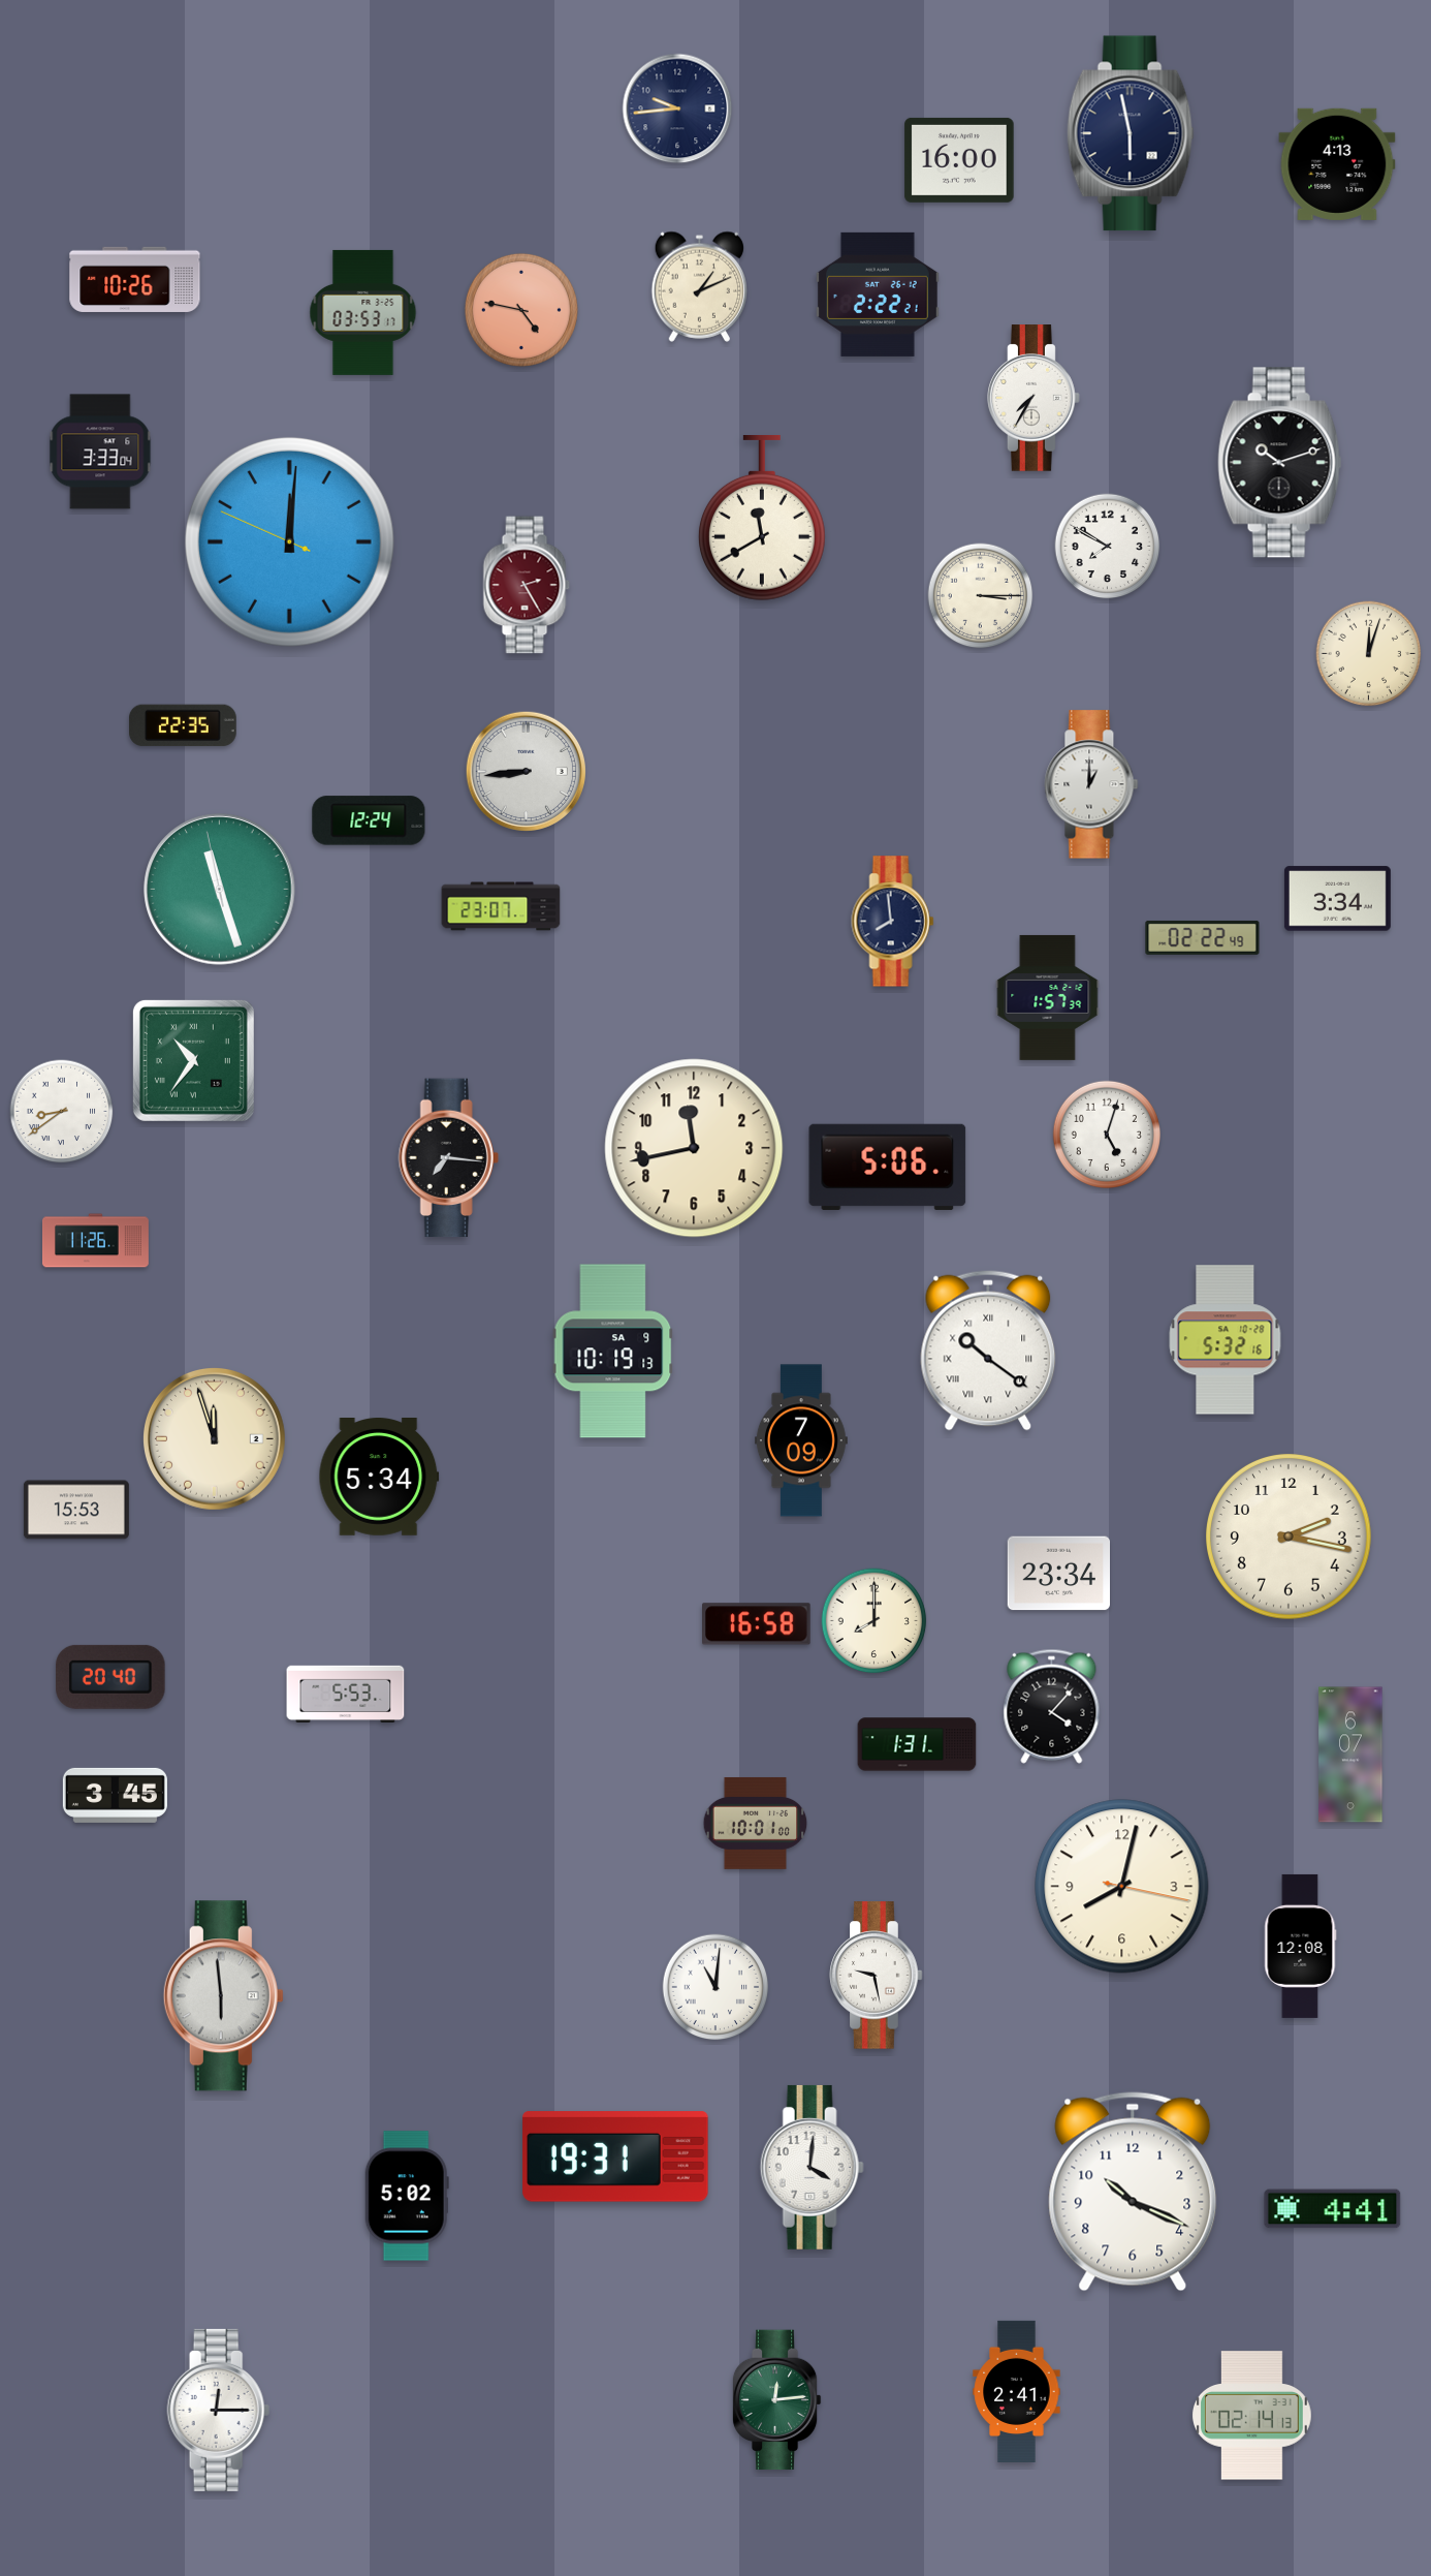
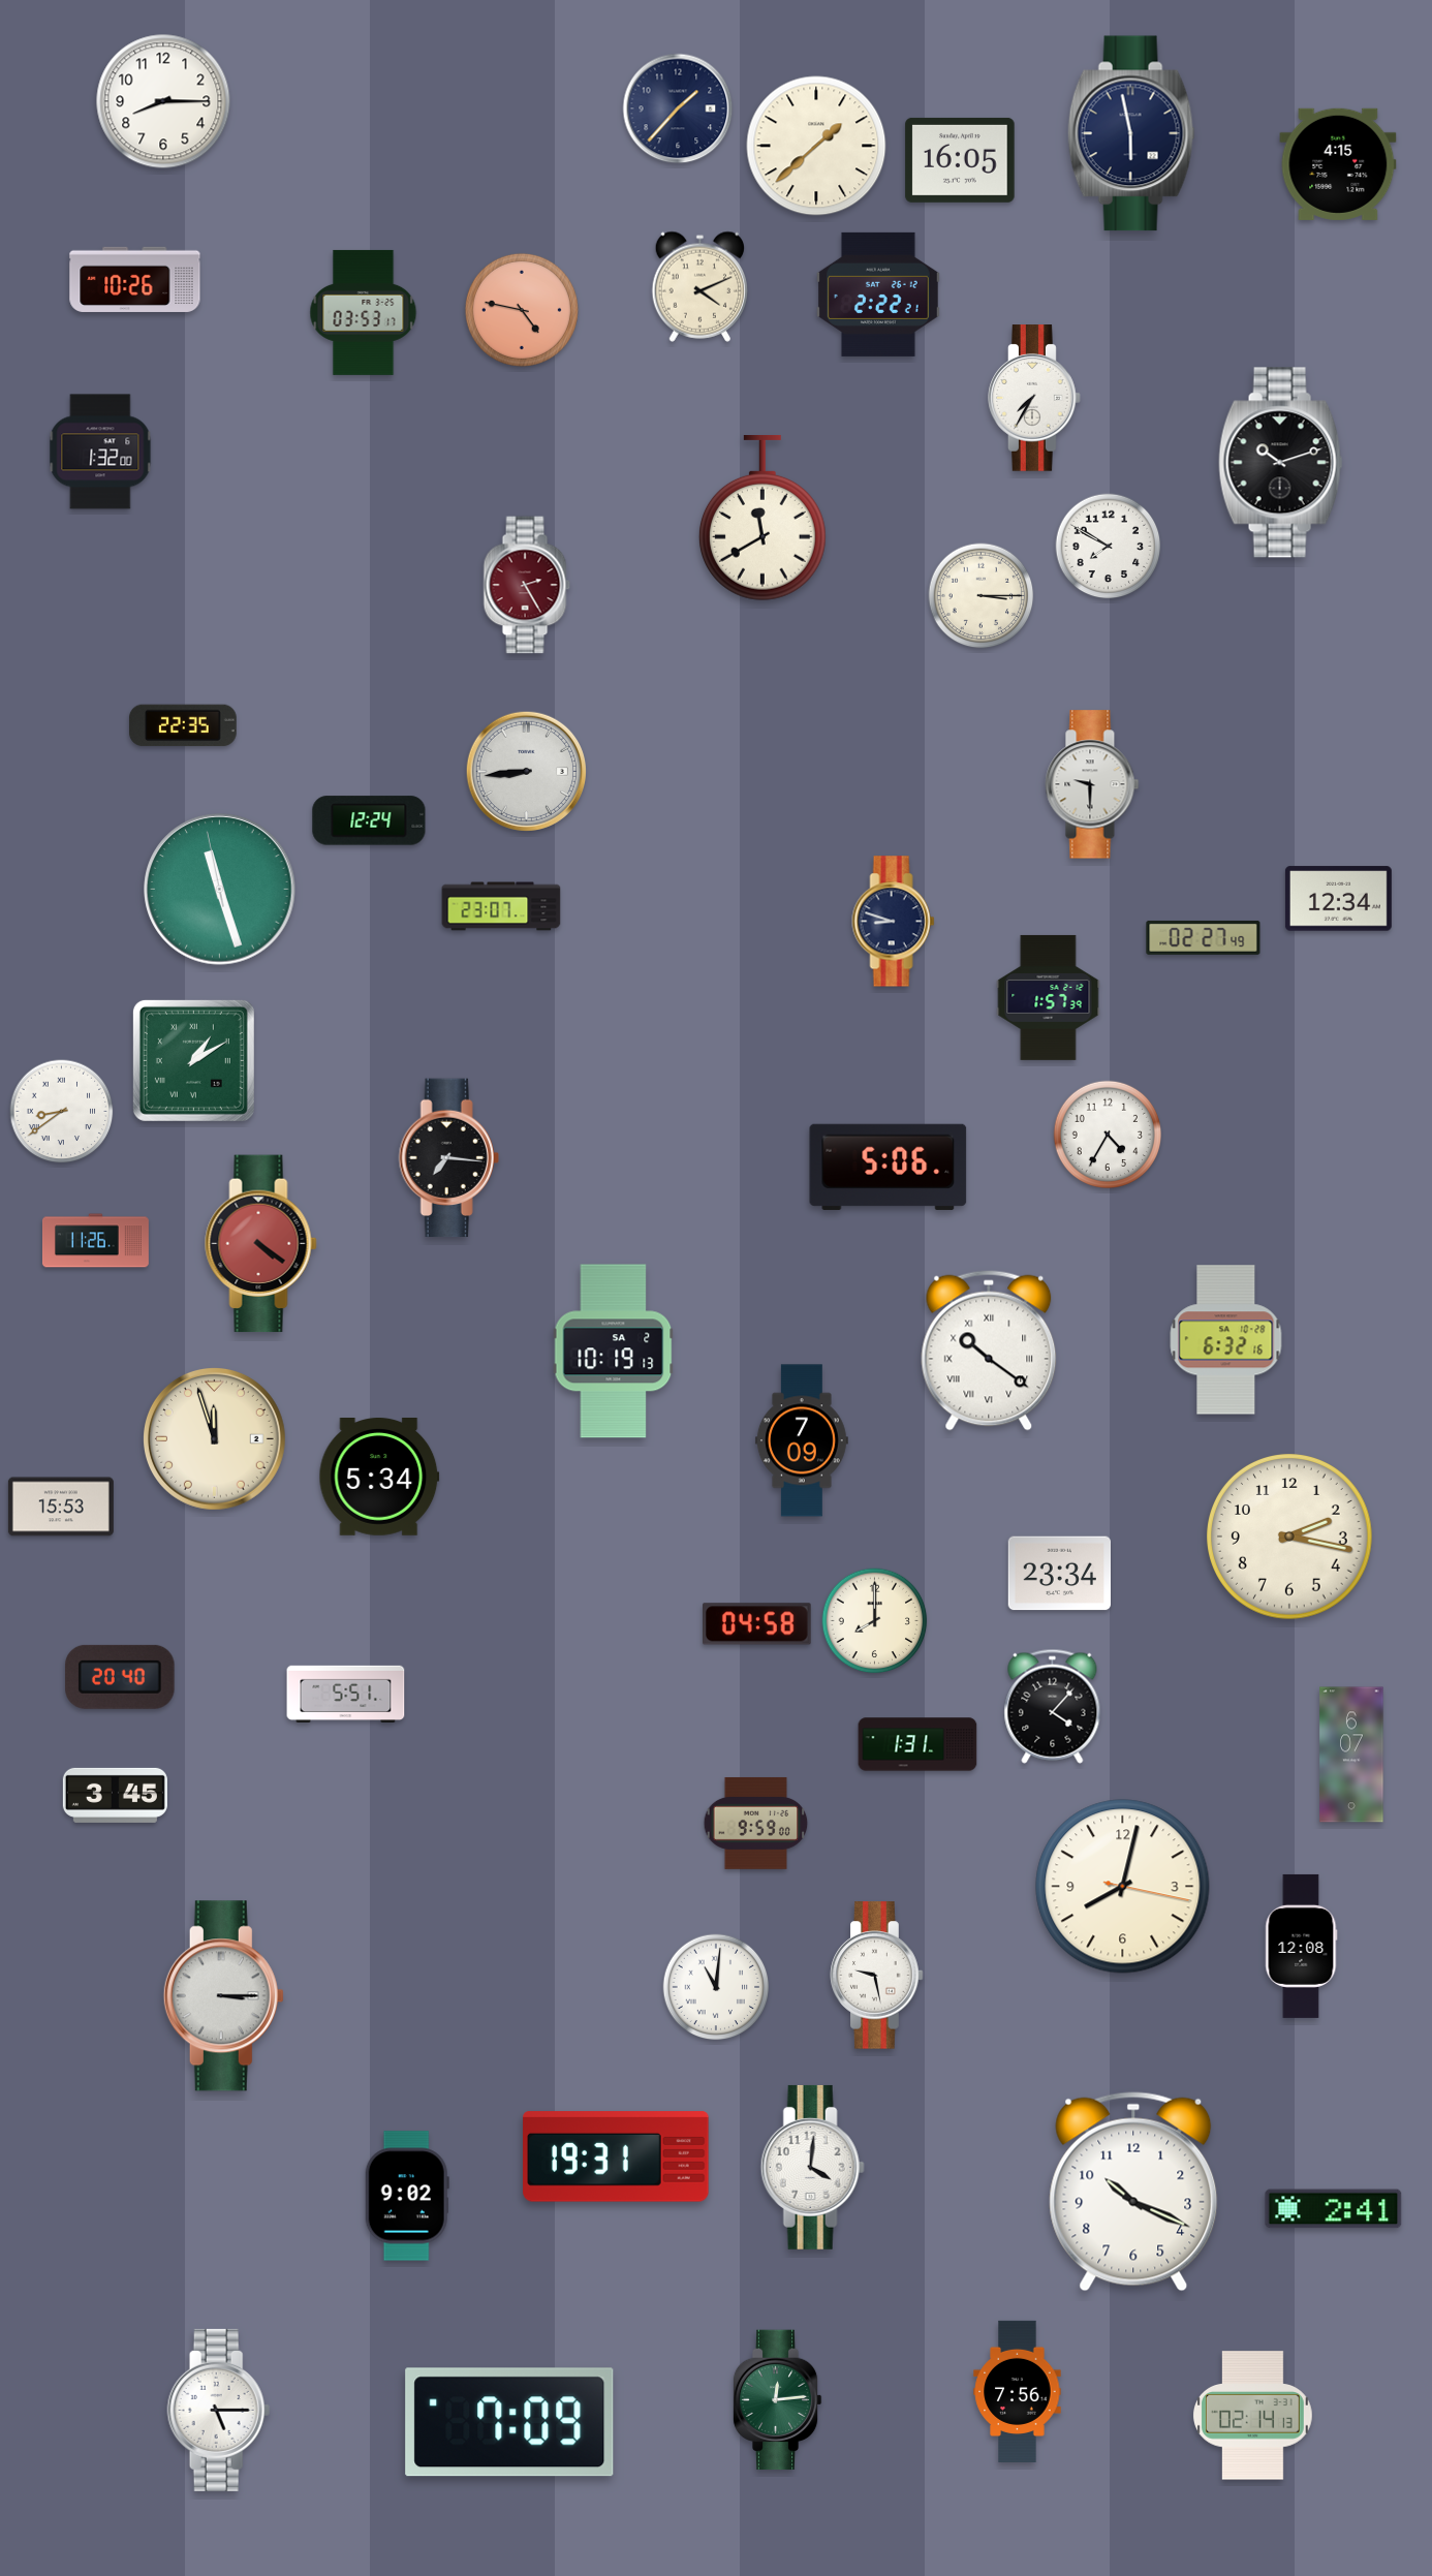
clock at (163, 101): none -> 8:15
clock at (677, 108): 9:44 -> 1:37
clock at (816, 146): none -> 1:38
clock at (959, 160): 16:00 -> 16:05
clock at (1337, 164): 4:13 -> 4:15
clock at (699, 286): 1:11 -> 4:11
clock at (100, 452): 3:33 -> 1:32
clock at (289, 541): 12:00 -> none
clock at (1369, 654): 12:03 -> none
clock at (1091, 784): 1:00 -> 9:30
clock at (1337, 899): 3:34 -> 12:34
clock at (893, 922): 7:59 -> 8:48
clock at (1203, 937): 02:22 -> 02:27
clock at (193, 1060): 10:36 -> 1:10
clock at (1106, 1134): 5:03 -> 4:35
clock at (694, 1148): 11:43 -> none
clock at (261, 1244): none -> 4:21
clock at (1226, 1340): 5:32 -> 6:32
clock at (613, 1352) date: SA 9 -> SA 2
clock at (76, 1510) position: (76, 1510) -> (61, 1507)
clock at (757, 1624): 16:58 -> 04:58
clock at (110, 1677) position: (110, 1677) -> (120, 1677)
clock at (346, 1694): 5:53 -> 5:51
clock at (756, 1823): 10:01 -> 9:59
clock at (223, 1996): 5:59 -> 3:15
clock at (407, 2196): 5:02 -> 9:02
clock at (1333, 2209): 4:41 -> 2:41
clock at (1017, 2391): 2:41 -> 7:56
clock at (219, 2410): 12:15 -> 5:15
clock at (509, 2422): none -> 7:09
